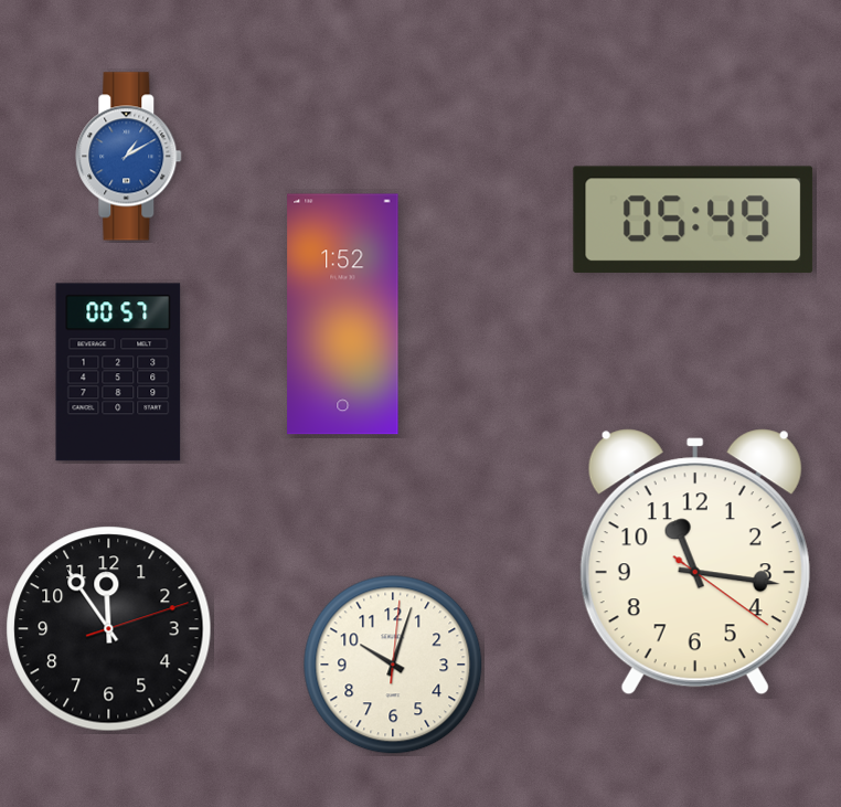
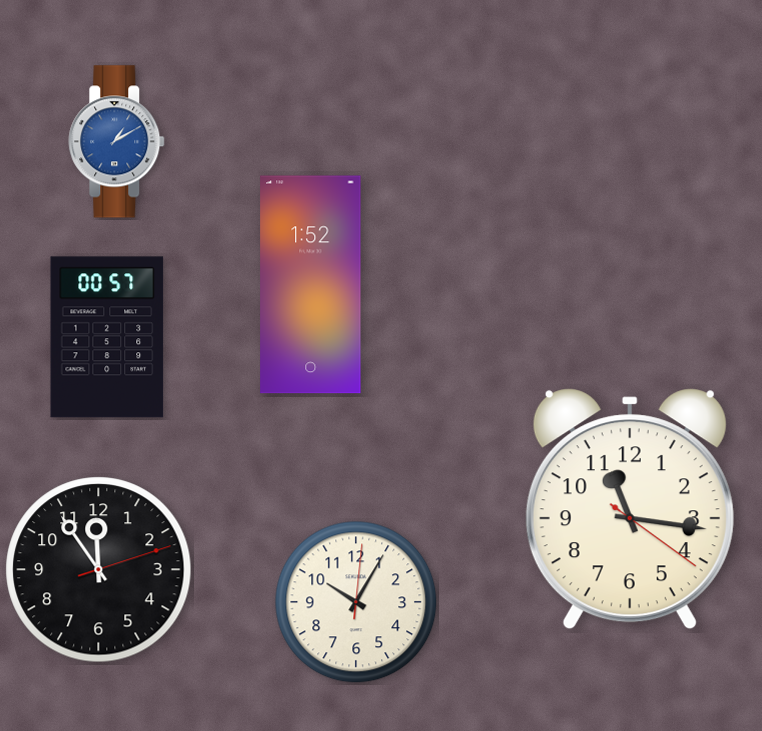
clock at (693, 220): 05:49 -> none
clock at (393, 665): 10:03 -> 10:05
